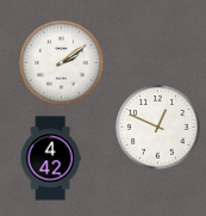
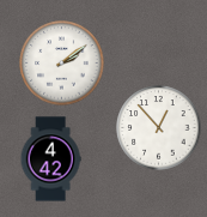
clock at (158, 128): 12:49 -> 12:53
